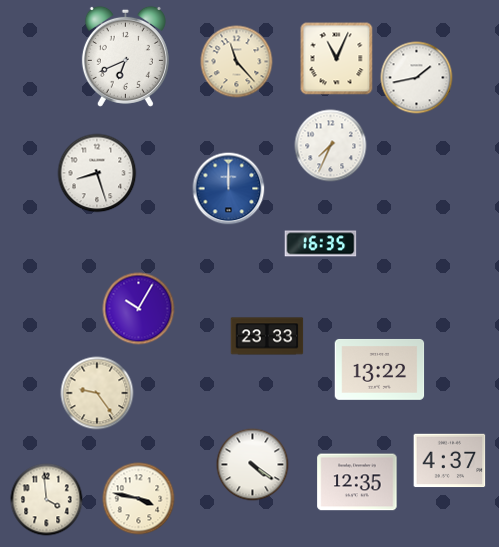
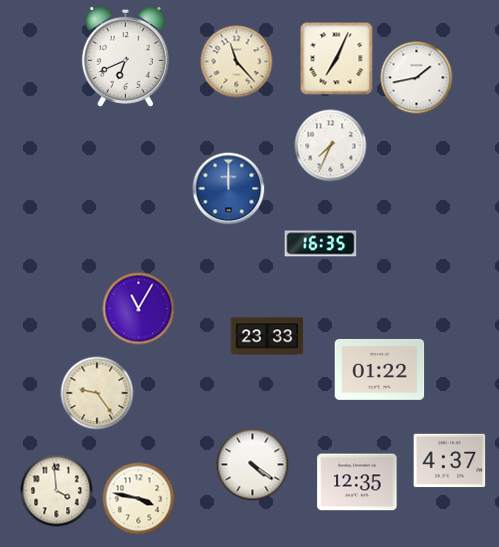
clock at (337, 59): 11:04 -> 7:04
clock at (97, 173): 8:27 -> none
clock at (139, 309): 10:05 -> 11:05
clock at (380, 369): 13:22 -> 01:22
clock at (47, 500) position: (47, 500) -> (57, 491)
